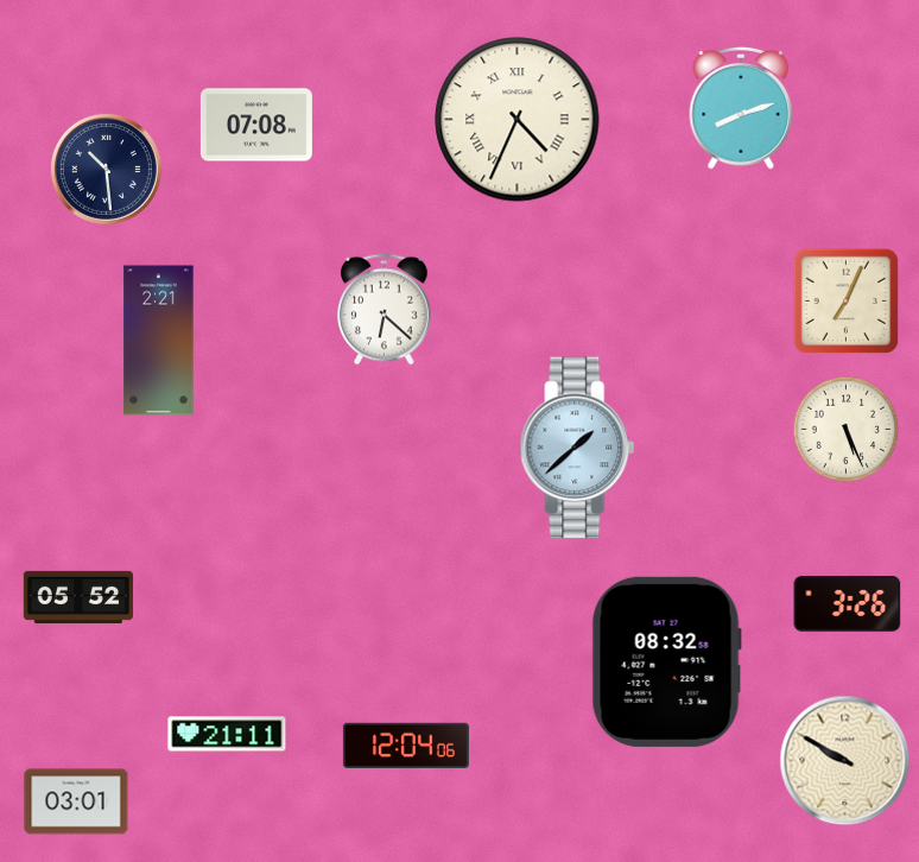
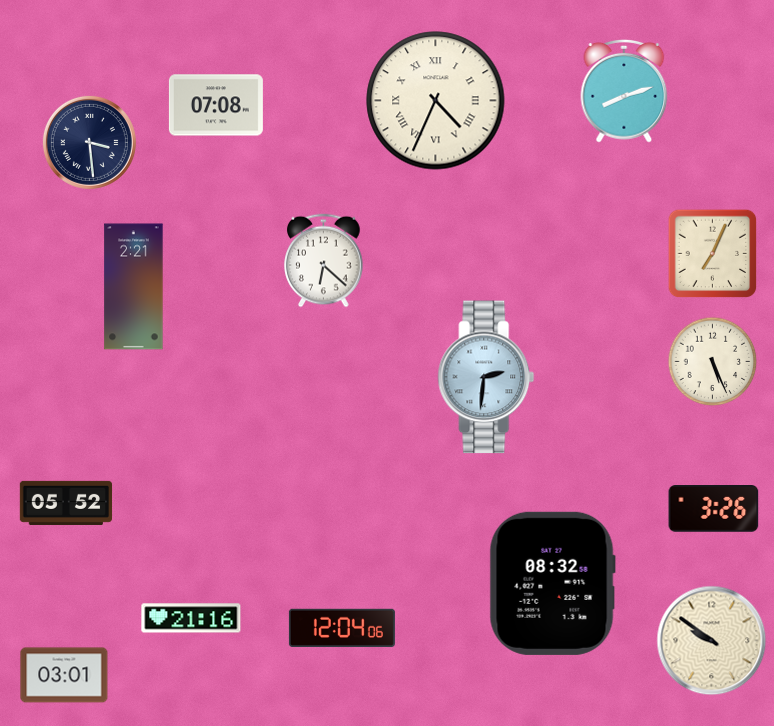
clock at (106, 169): 10:29 -> 3:29
clock at (577, 448): 1:38 -> 2:31
clock at (666, 661) position: (666, 661) -> (552, 583)
clock at (227, 734): 21:11 -> 21:16
clock at (845, 761): 9:50 -> 9:51
